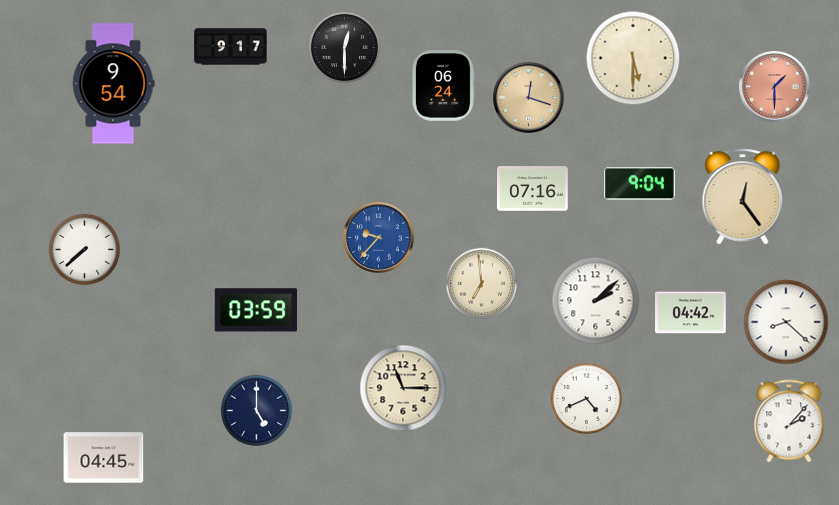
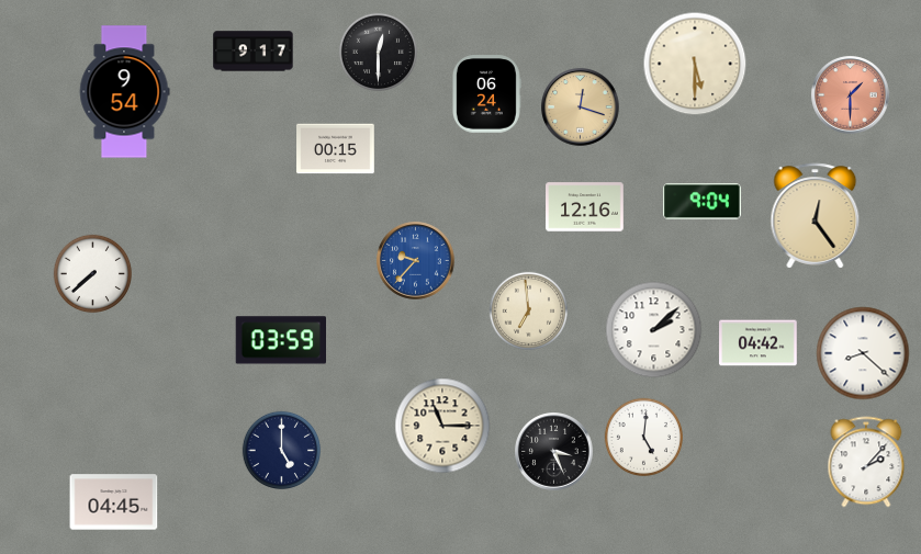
clock at (336, 149): none -> 00:15
clock at (533, 189): 07:16 -> 12:16
clock at (586, 398): 4:41 -> 5:01
clock at (554, 452): none -> 3:26
